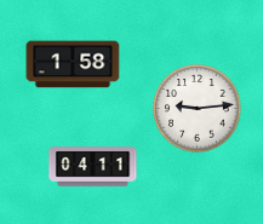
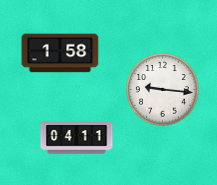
clock at (198, 109): 9:14 -> 9:16
